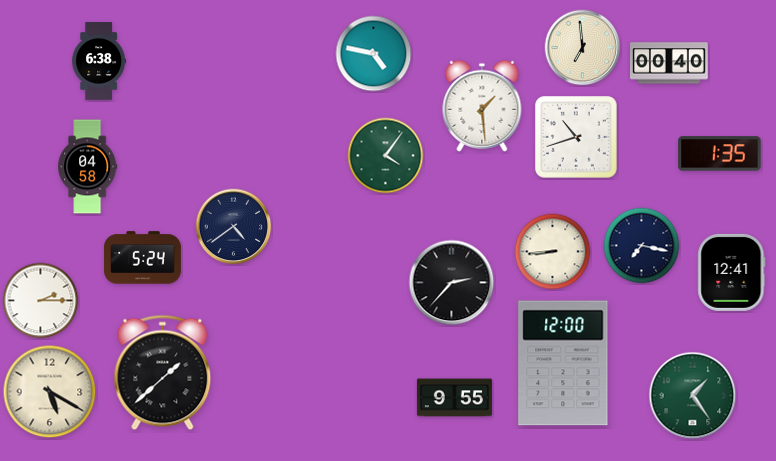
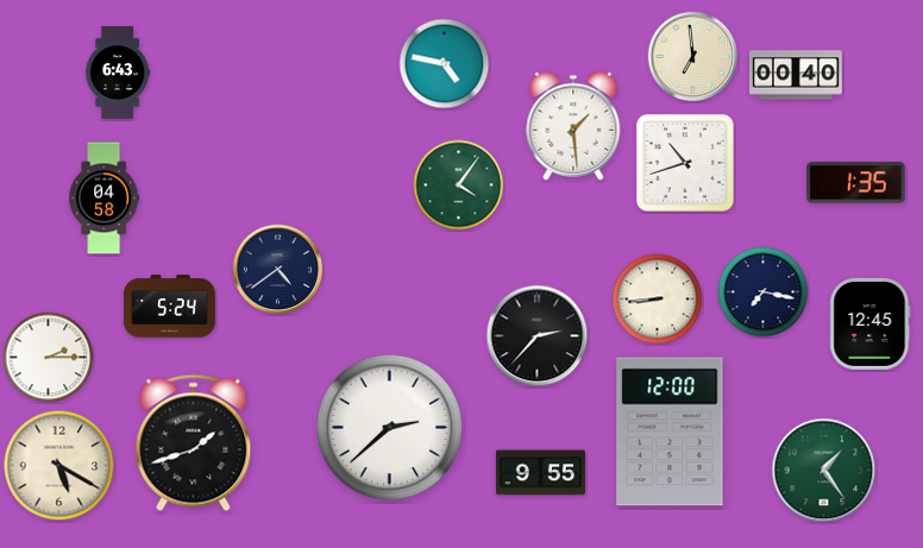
clock at (99, 61): 6:38 -> 6:43
clock at (732, 272): 12:41 -> 12:45
clock at (390, 428): none -> 2:38
clock at (163, 373): 1:38 -> 1:42
